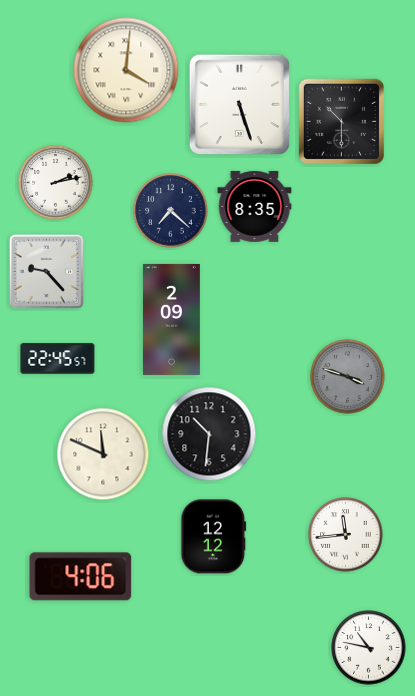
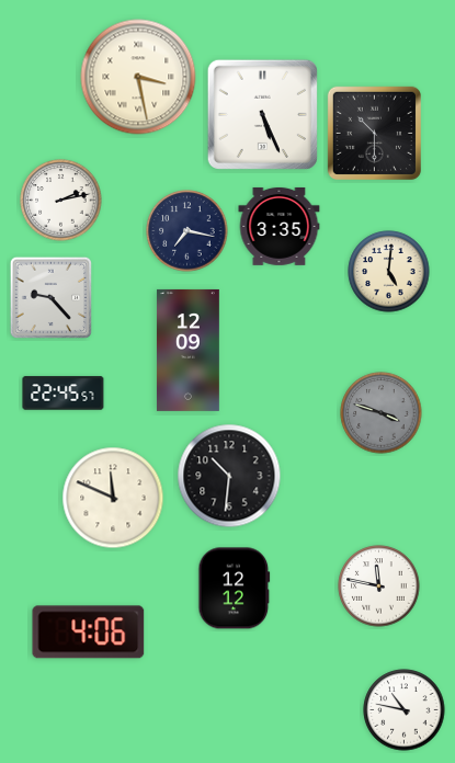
clock at (126, 70): 4:01 -> 3:28
clock at (239, 104): 5:27 -> 5:26
clock at (255, 206): 8:35 -> 3:35
clock at (171, 211): 7:22 -> 7:17
clock at (389, 272): none -> 5:01
clock at (171, 319): 2:09 -> 12:09
clock at (346, 535): 11:44 -> 11:47
